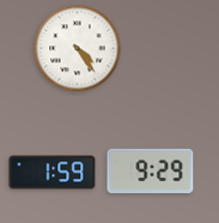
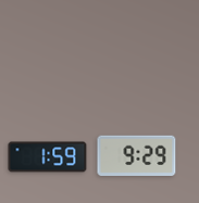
clock at (78, 49): 4:24 -> none
